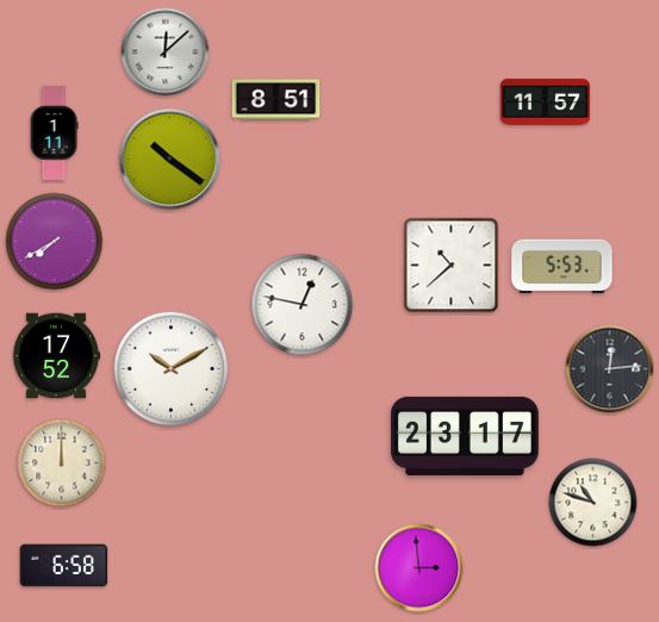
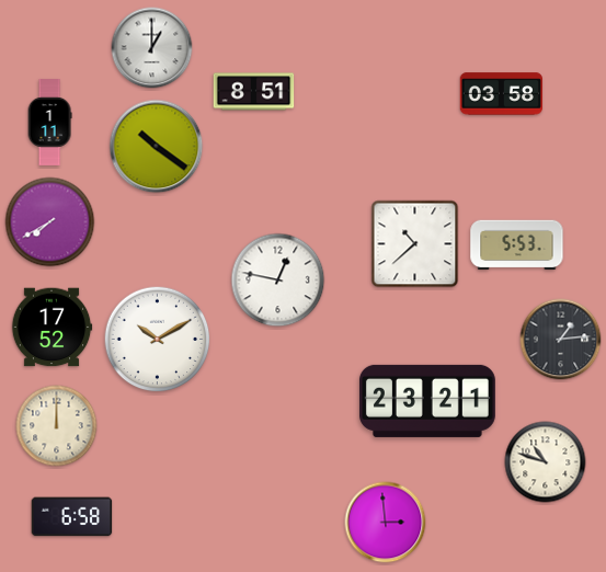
clock at (166, 52): 12:08 -> 1:00
clock at (545, 102): 11:57 -> 03:58
clock at (610, 369): 12:14 -> 1:14
clock at (465, 436): 23:17 -> 23:21
clock at (64, 566) position: (64, 566) -> (72, 517)
